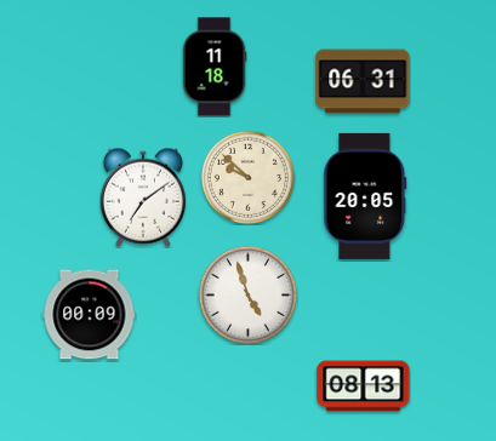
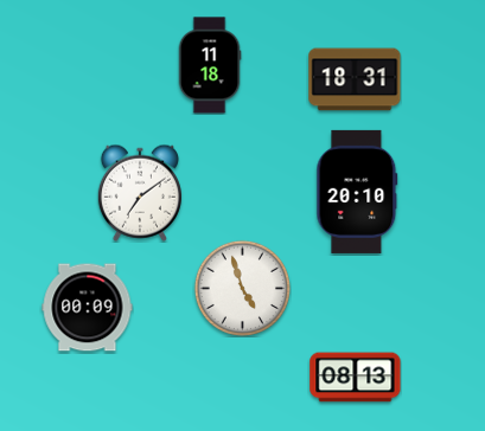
clock at (363, 81): 06:31 -> 18:31
clock at (247, 177): 9:52 -> none
clock at (365, 196): 20:05 -> 20:10
